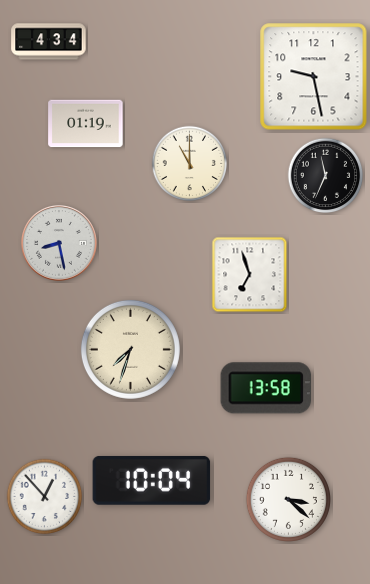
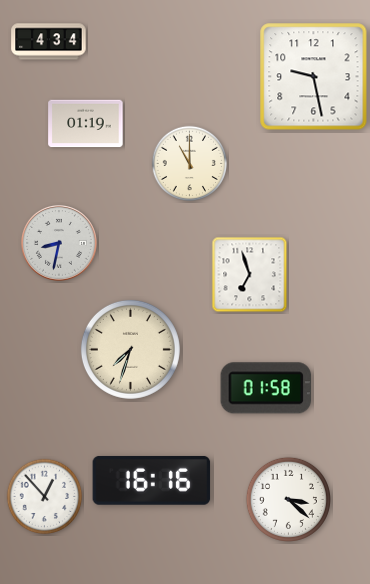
clock at (326, 176): 11:34 -> none
clock at (59, 243): 8:28 -> 8:32
clock at (266, 388): 13:58 -> 01:58
clock at (152, 480): 10:04 -> 16:16
